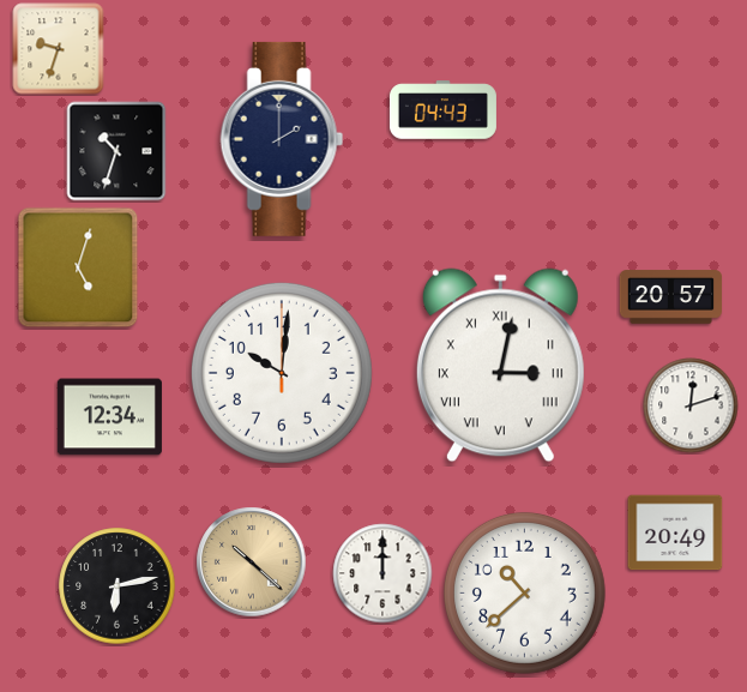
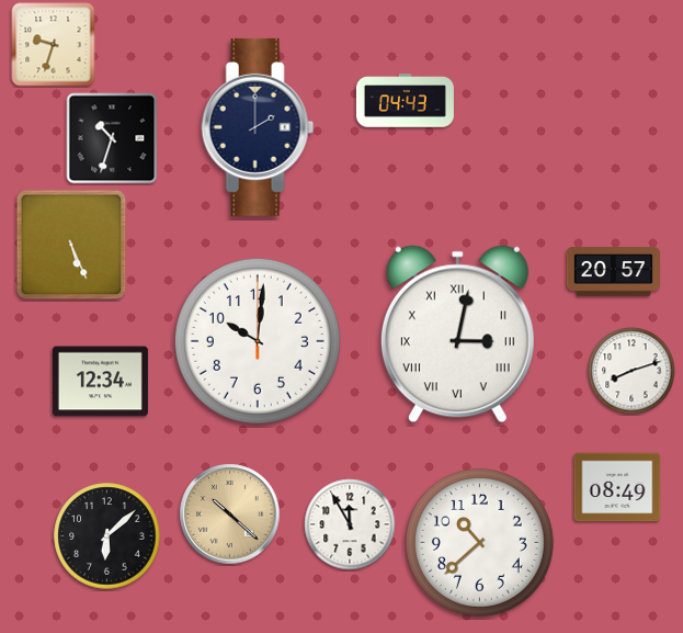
clock at (116, 151) position: (116, 151) -> (112, 138)
clock at (78, 267): 5:03 -> 5:26
clock at (691, 405): 12:12 -> 8:12
clock at (675, 532): 20:49 -> 08:49
clock at (382, 573): 12:00 -> 11:55
clock at (118, 586): 6:13 -> 6:08
